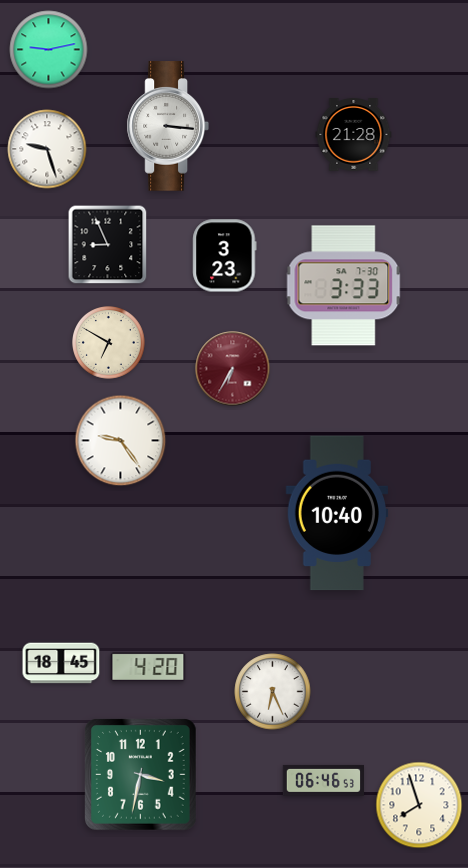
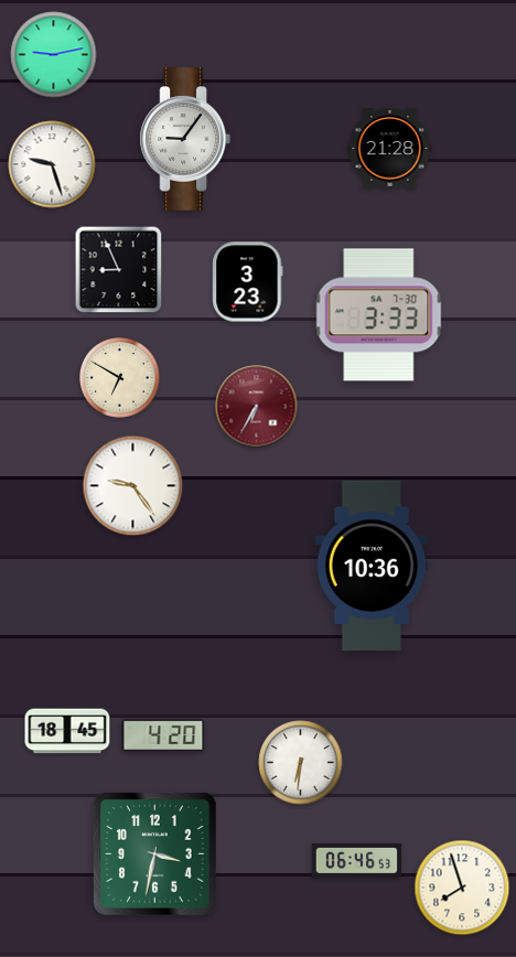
clock at (167, 126): 3:16 -> 9:06
clock at (337, 513): 10:40 -> 10:36
clock at (273, 692): 6:26 -> 6:31
